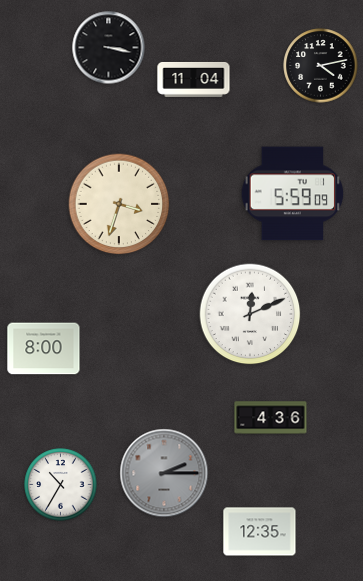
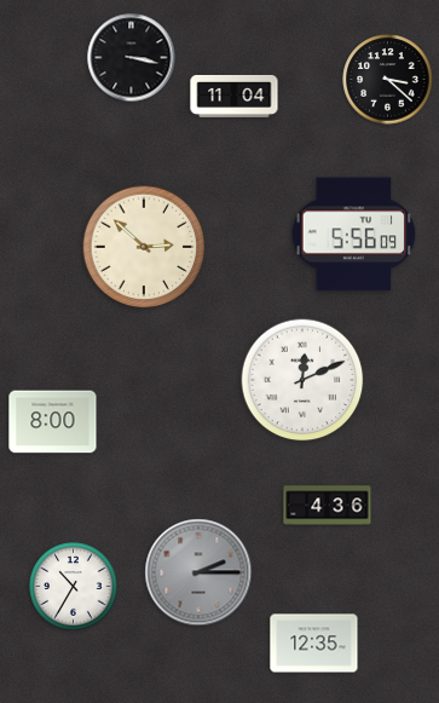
clock at (321, 66): 4:13 -> 3:22
clock at (293, 194): 5:59 -> 5:56
clock at (119, 204): 3:33 -> 2:52
